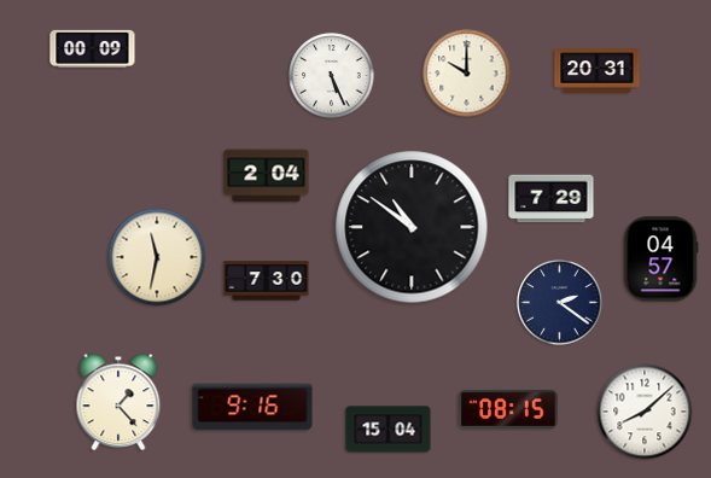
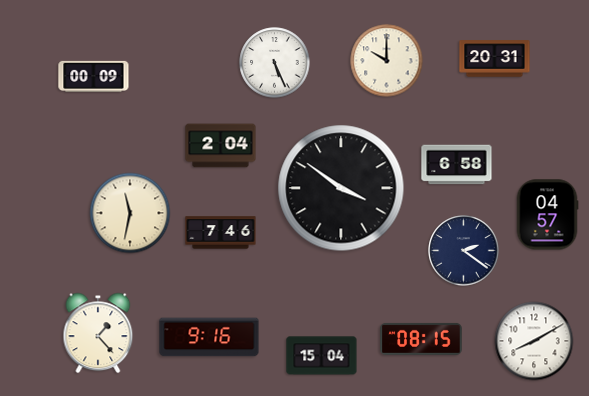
clock at (93, 48) position: (93, 48) -> (94, 76)
clock at (552, 199): 7:29 -> 6:58
clock at (412, 227): 10:51 -> 3:51
clock at (267, 281): 7:30 -> 7:46
clock at (645, 412): 8:08 -> 8:10
